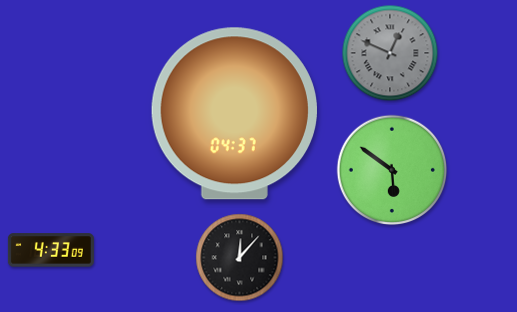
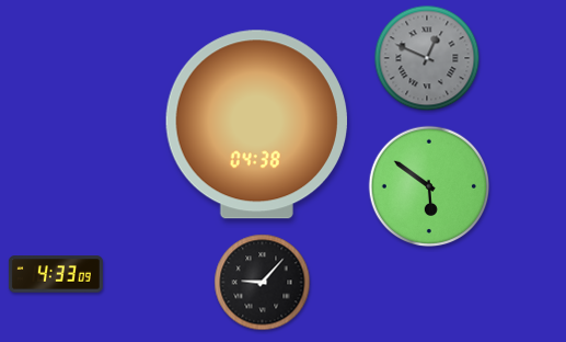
clock at (234, 114): 04:37 -> 04:38
clock at (240, 258): 12:07 -> 9:07
